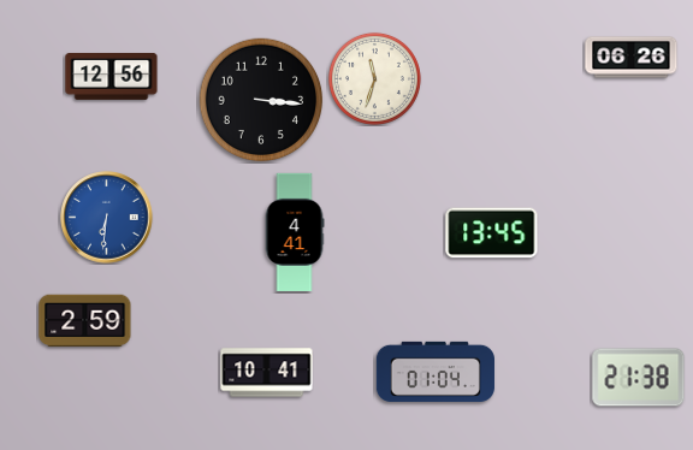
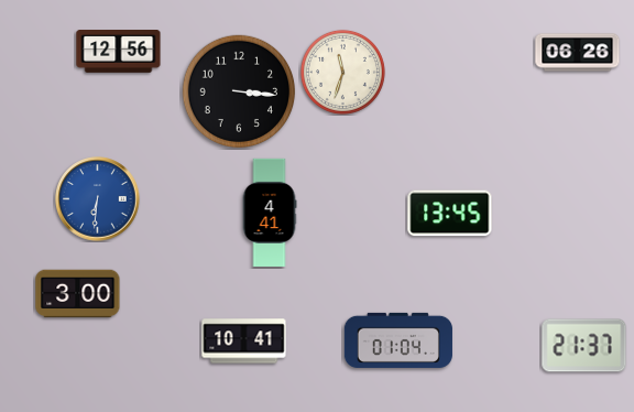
clock at (112, 77) position: (112, 77) -> (119, 52)
clock at (85, 321): 2:59 -> 3:00
clock at (639, 378): 21:38 -> 21:37
